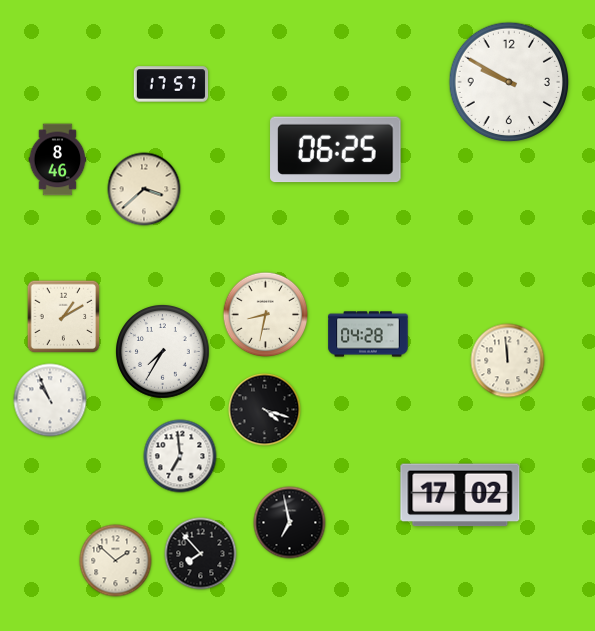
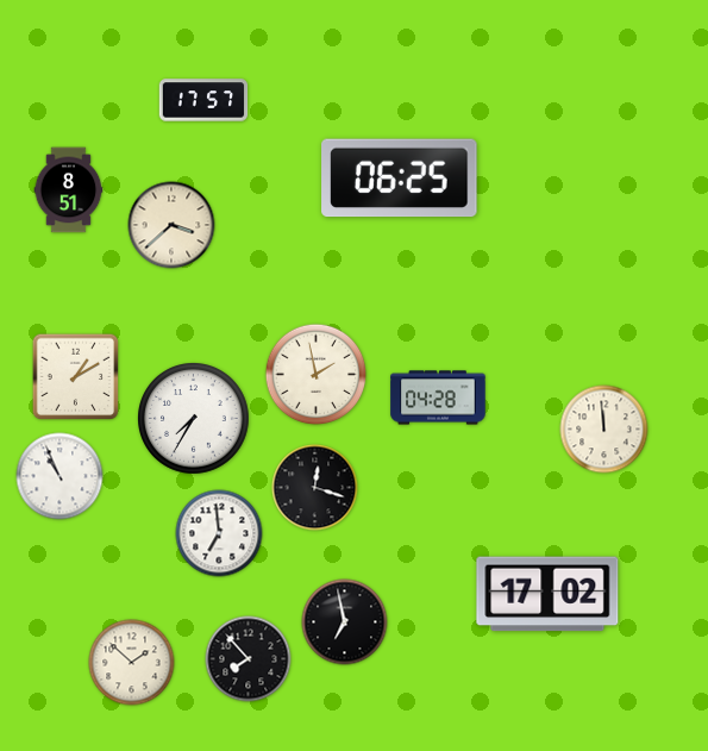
clock at (509, 82): 9:50 -> none
clock at (58, 160): 8:46 -> 8:51
clock at (266, 315): 8:32 -> 1:58
clock at (265, 410): 4:18 -> 12:18
clock at (180, 456) position: (180, 456) -> (219, 533)
clock at (460, 495) position: (460, 495) -> (547, 594)
clock at (201, 554) position: (201, 554) -> (249, 659)
clock at (116, 561) position: (116, 561) -> (132, 663)
